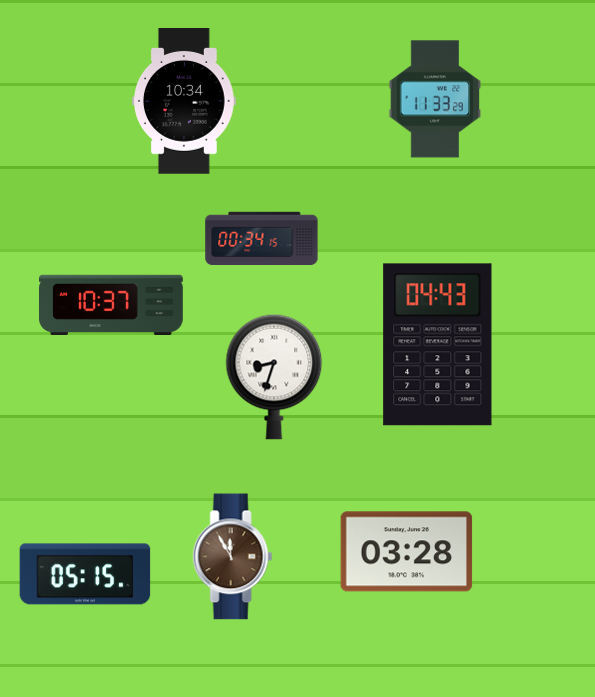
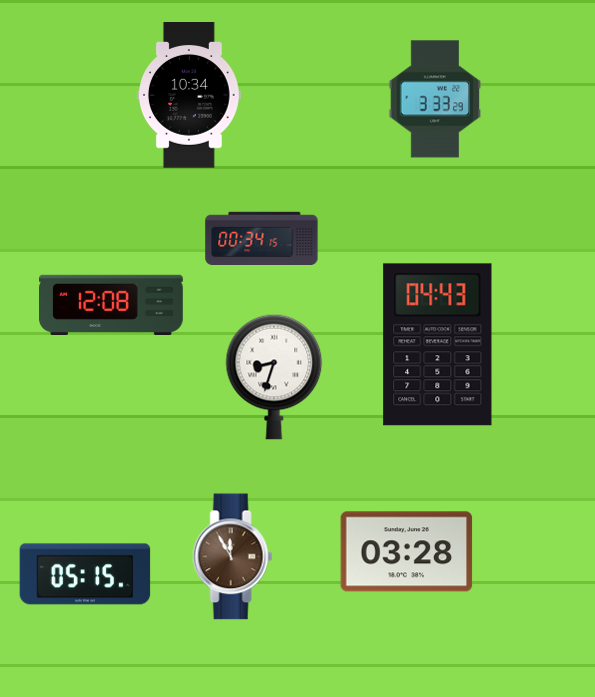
clock at (435, 99): 11:33 -> 3:33
clock at (185, 102) position: (185, 102) -> (190, 96)
clock at (112, 305): 10:37 -> 12:08
